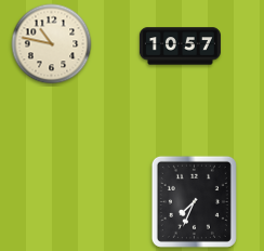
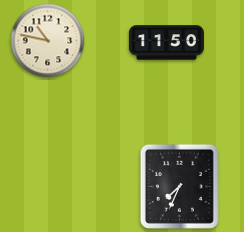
clock at (180, 47): 10:57 -> 11:50
